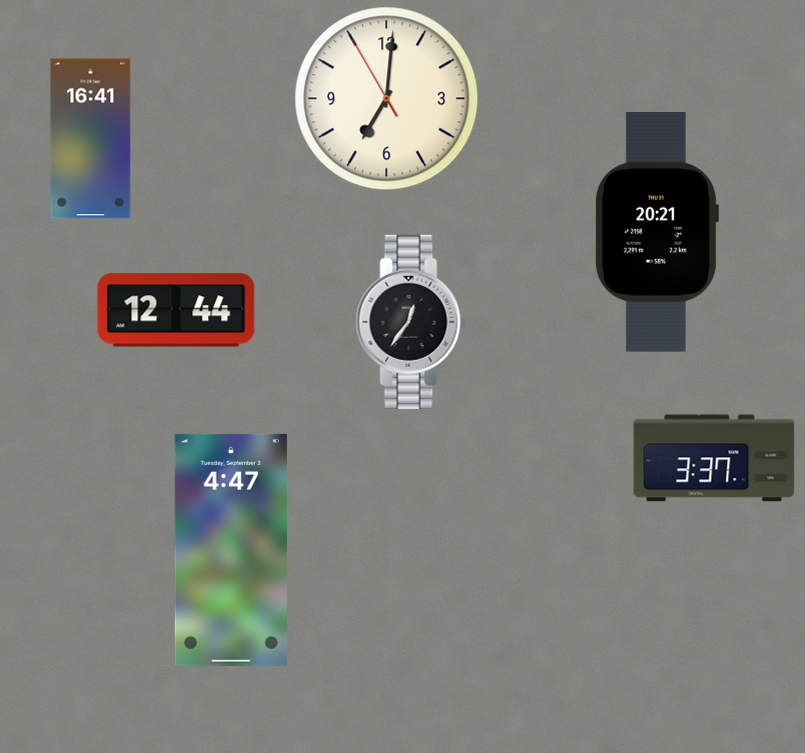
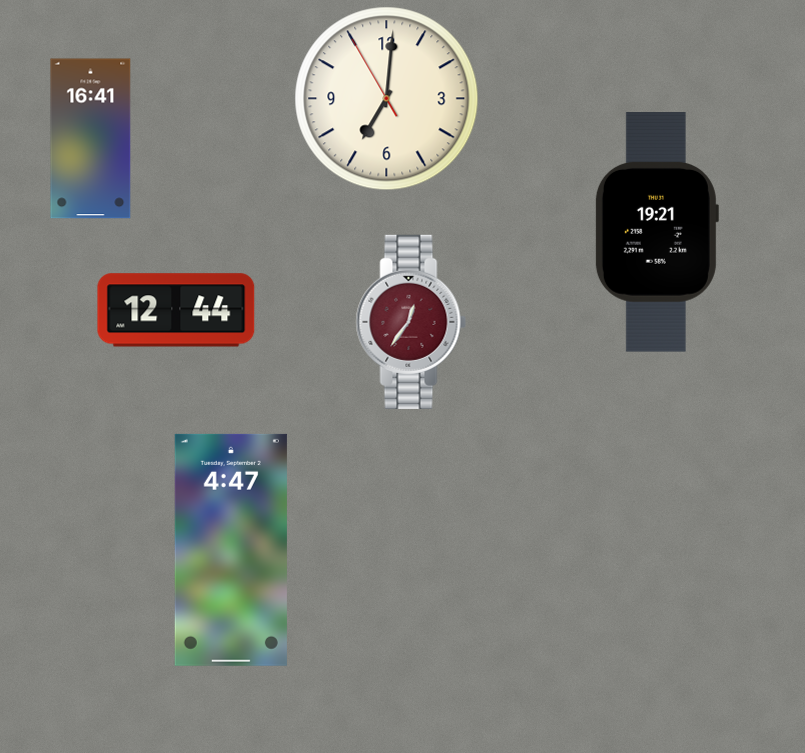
clock at (656, 232): 20:21 -> 19:21
clock at (411, 322) dial: black -> burgundy
clock at (714, 458): 3:37 -> none
